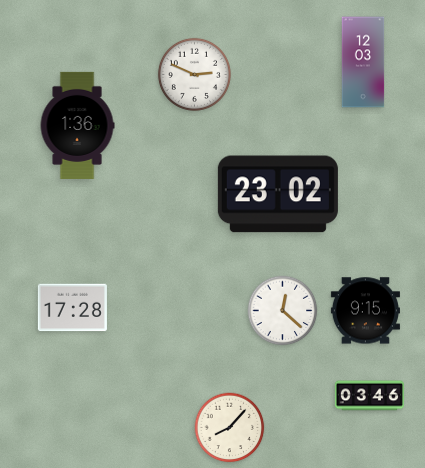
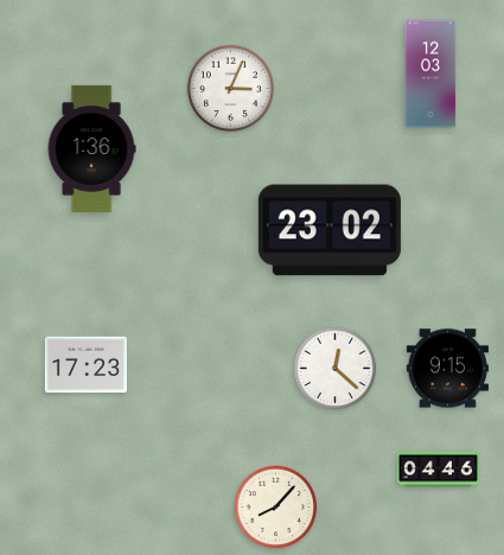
clock at (194, 74): 2:49 -> 3:04
clock at (72, 308): 17:28 -> 17:23
clock at (365, 311) position: (365, 311) -> (447, 369)
clock at (369, 396): 03:46 -> 04:46
clock at (230, 428) position: (230, 428) -> (276, 508)
